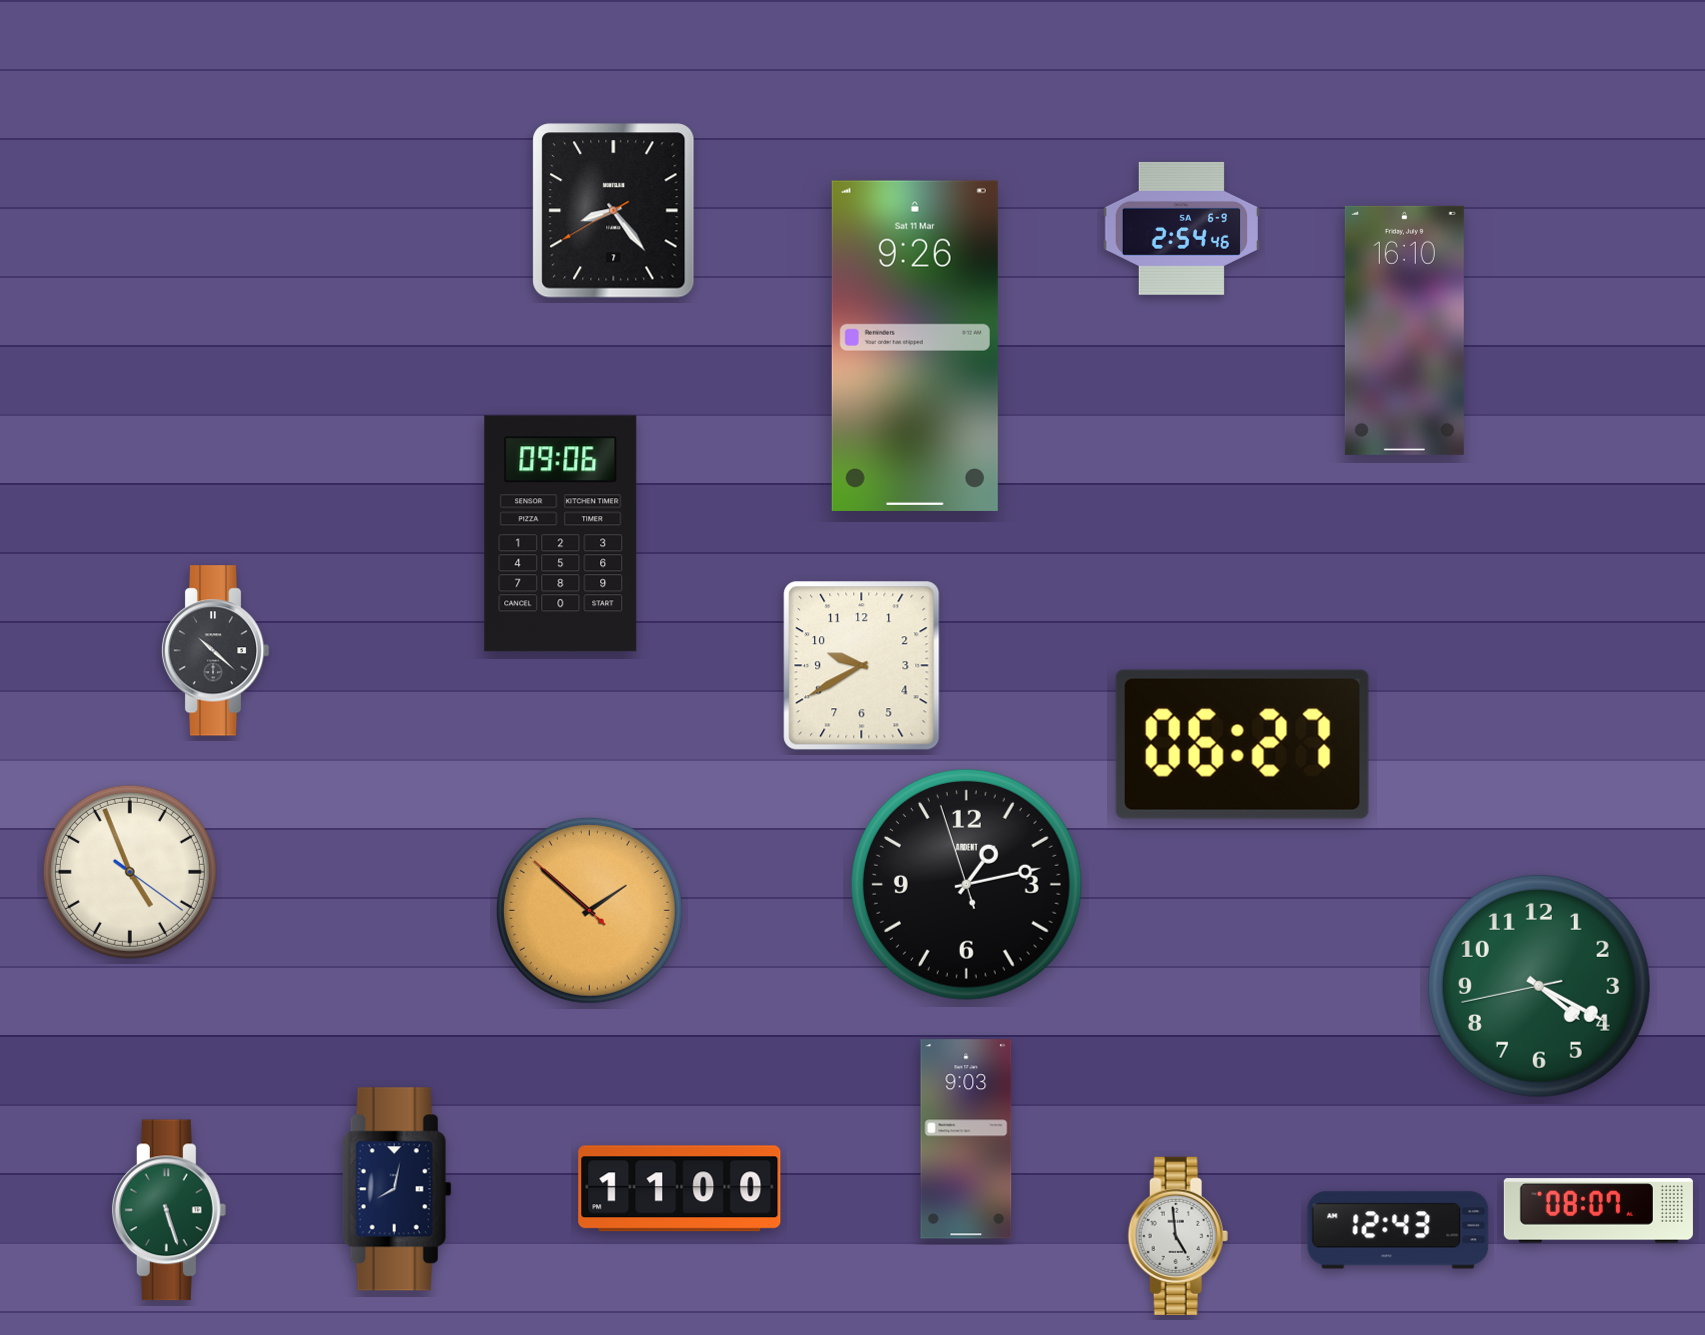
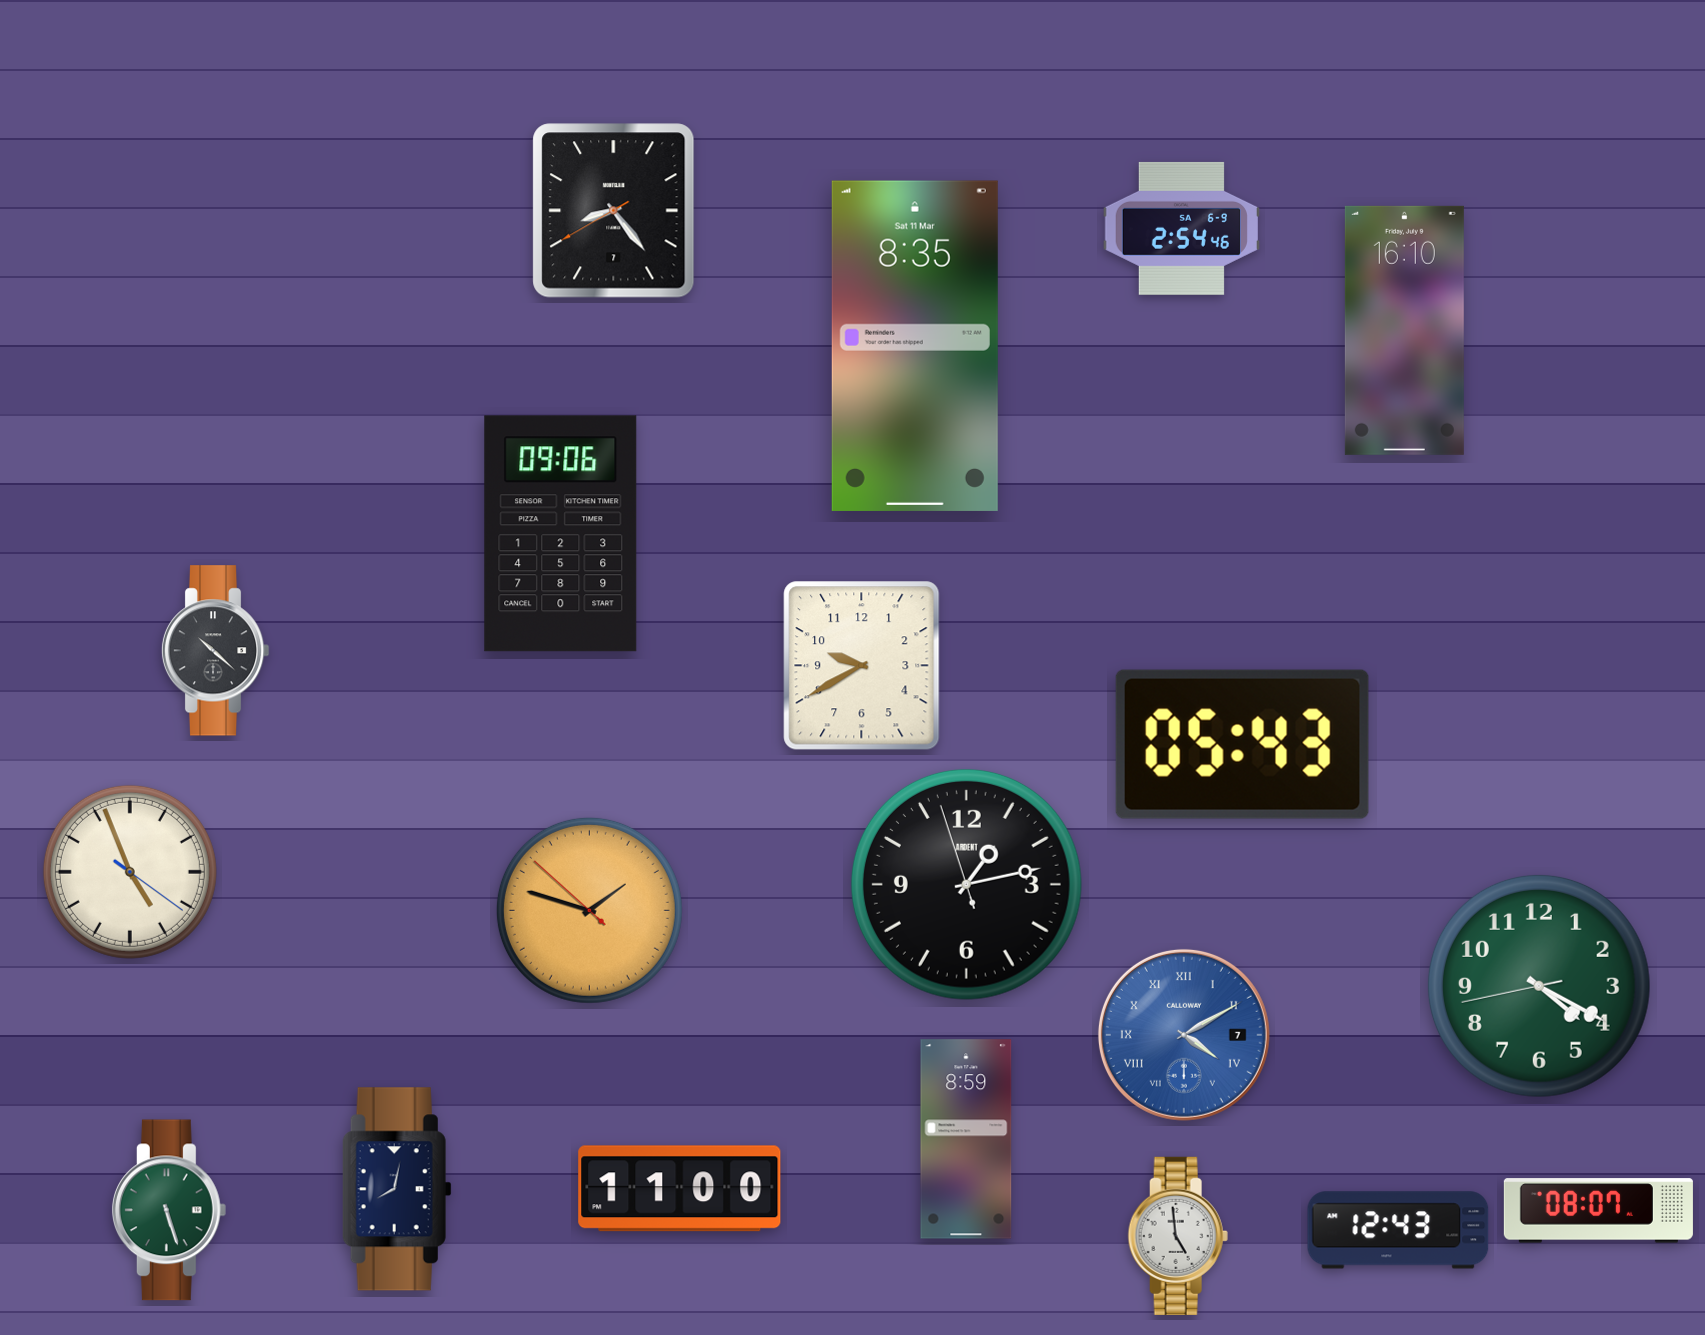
clock at (915, 346): 9:26 -> 8:35
clock at (1242, 744): 06:27 -> 05:43
clock at (589, 910): 1:51 -> 1:47
clock at (1184, 1035): none -> 4:10
clock at (966, 1139): 9:03 -> 8:59
